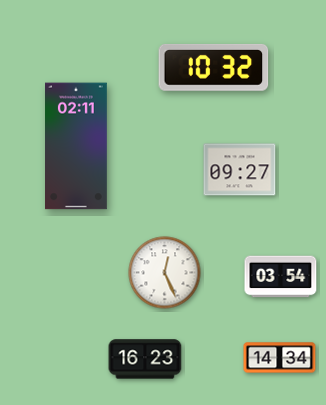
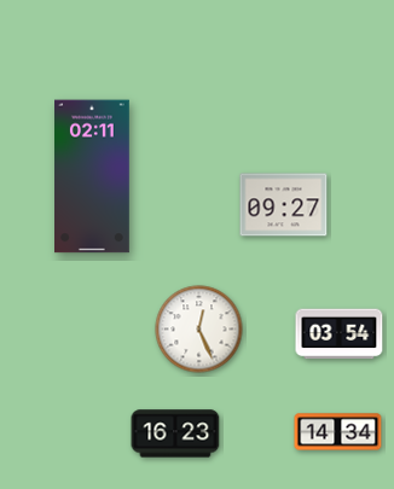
clock at (214, 67): 10:32 -> none
clock at (240, 170) position: (240, 170) -> (284, 205)
